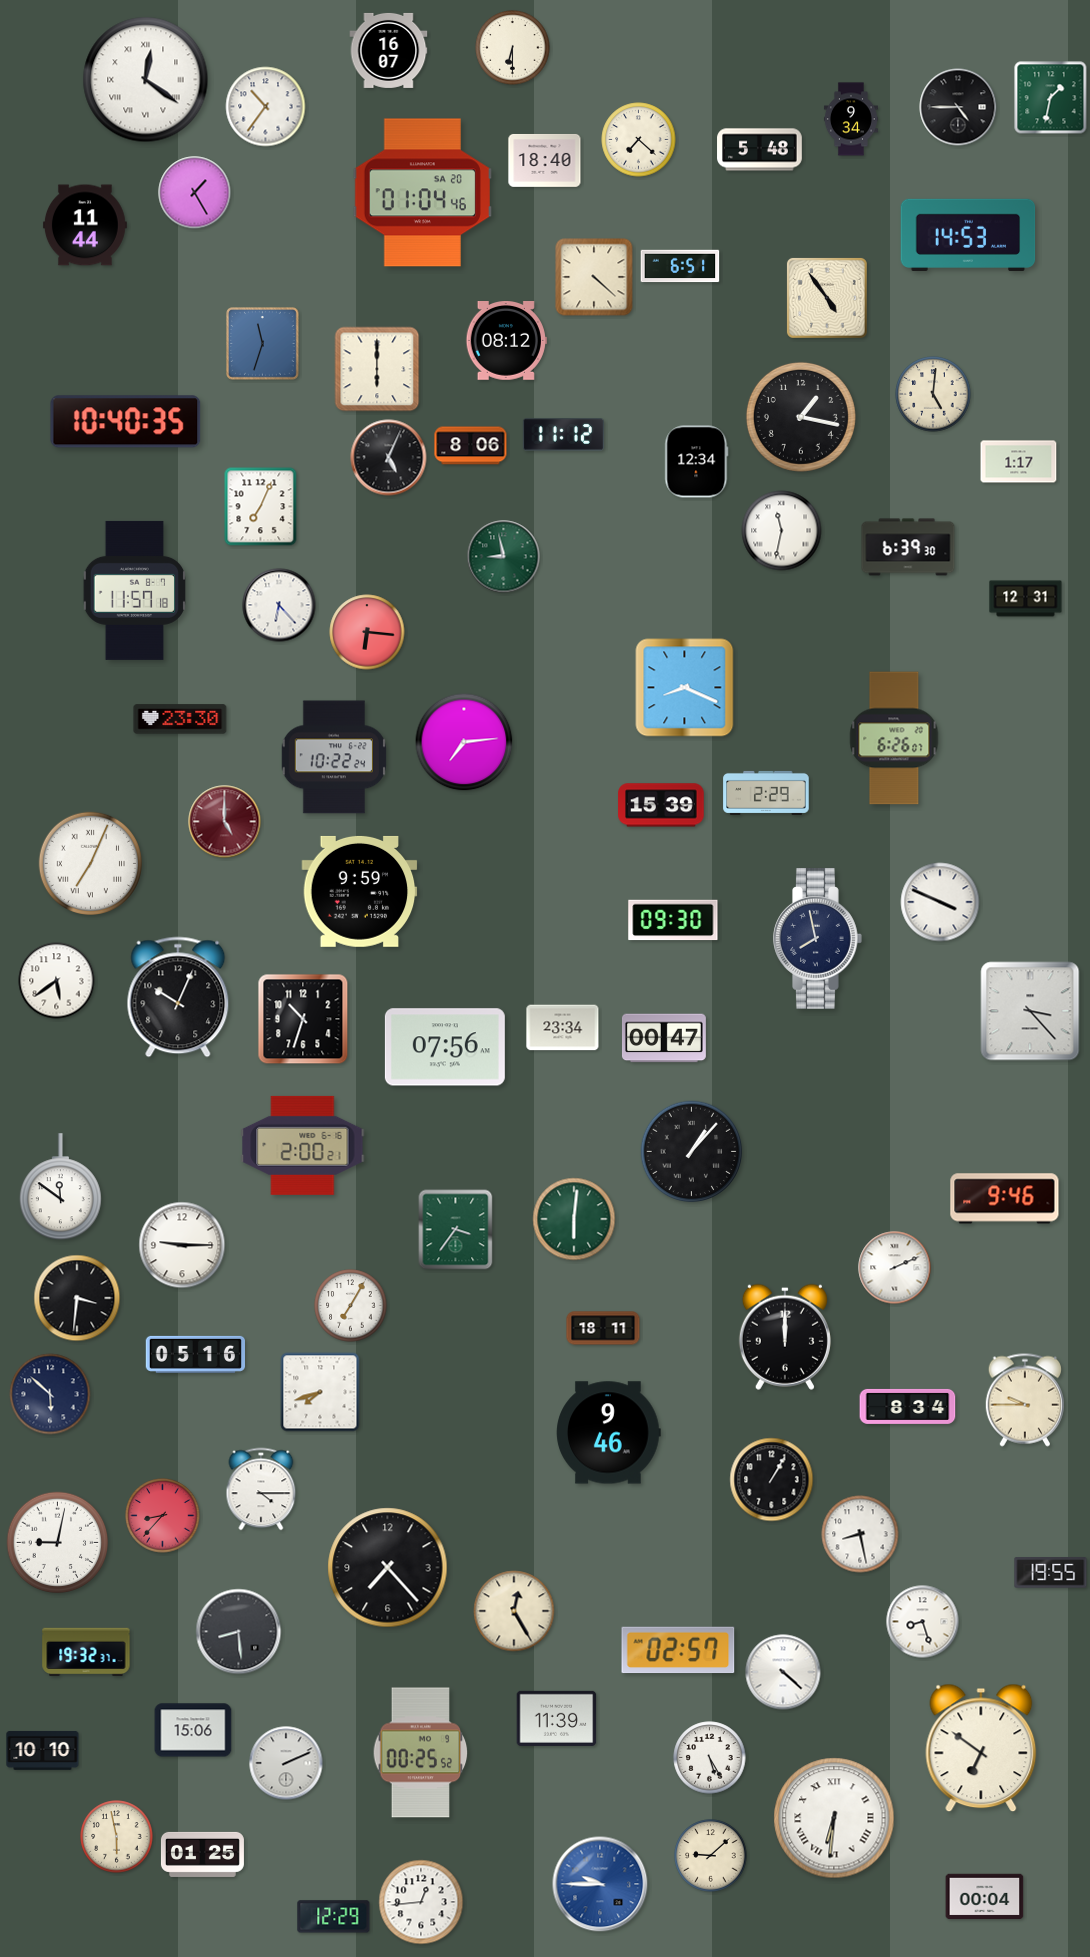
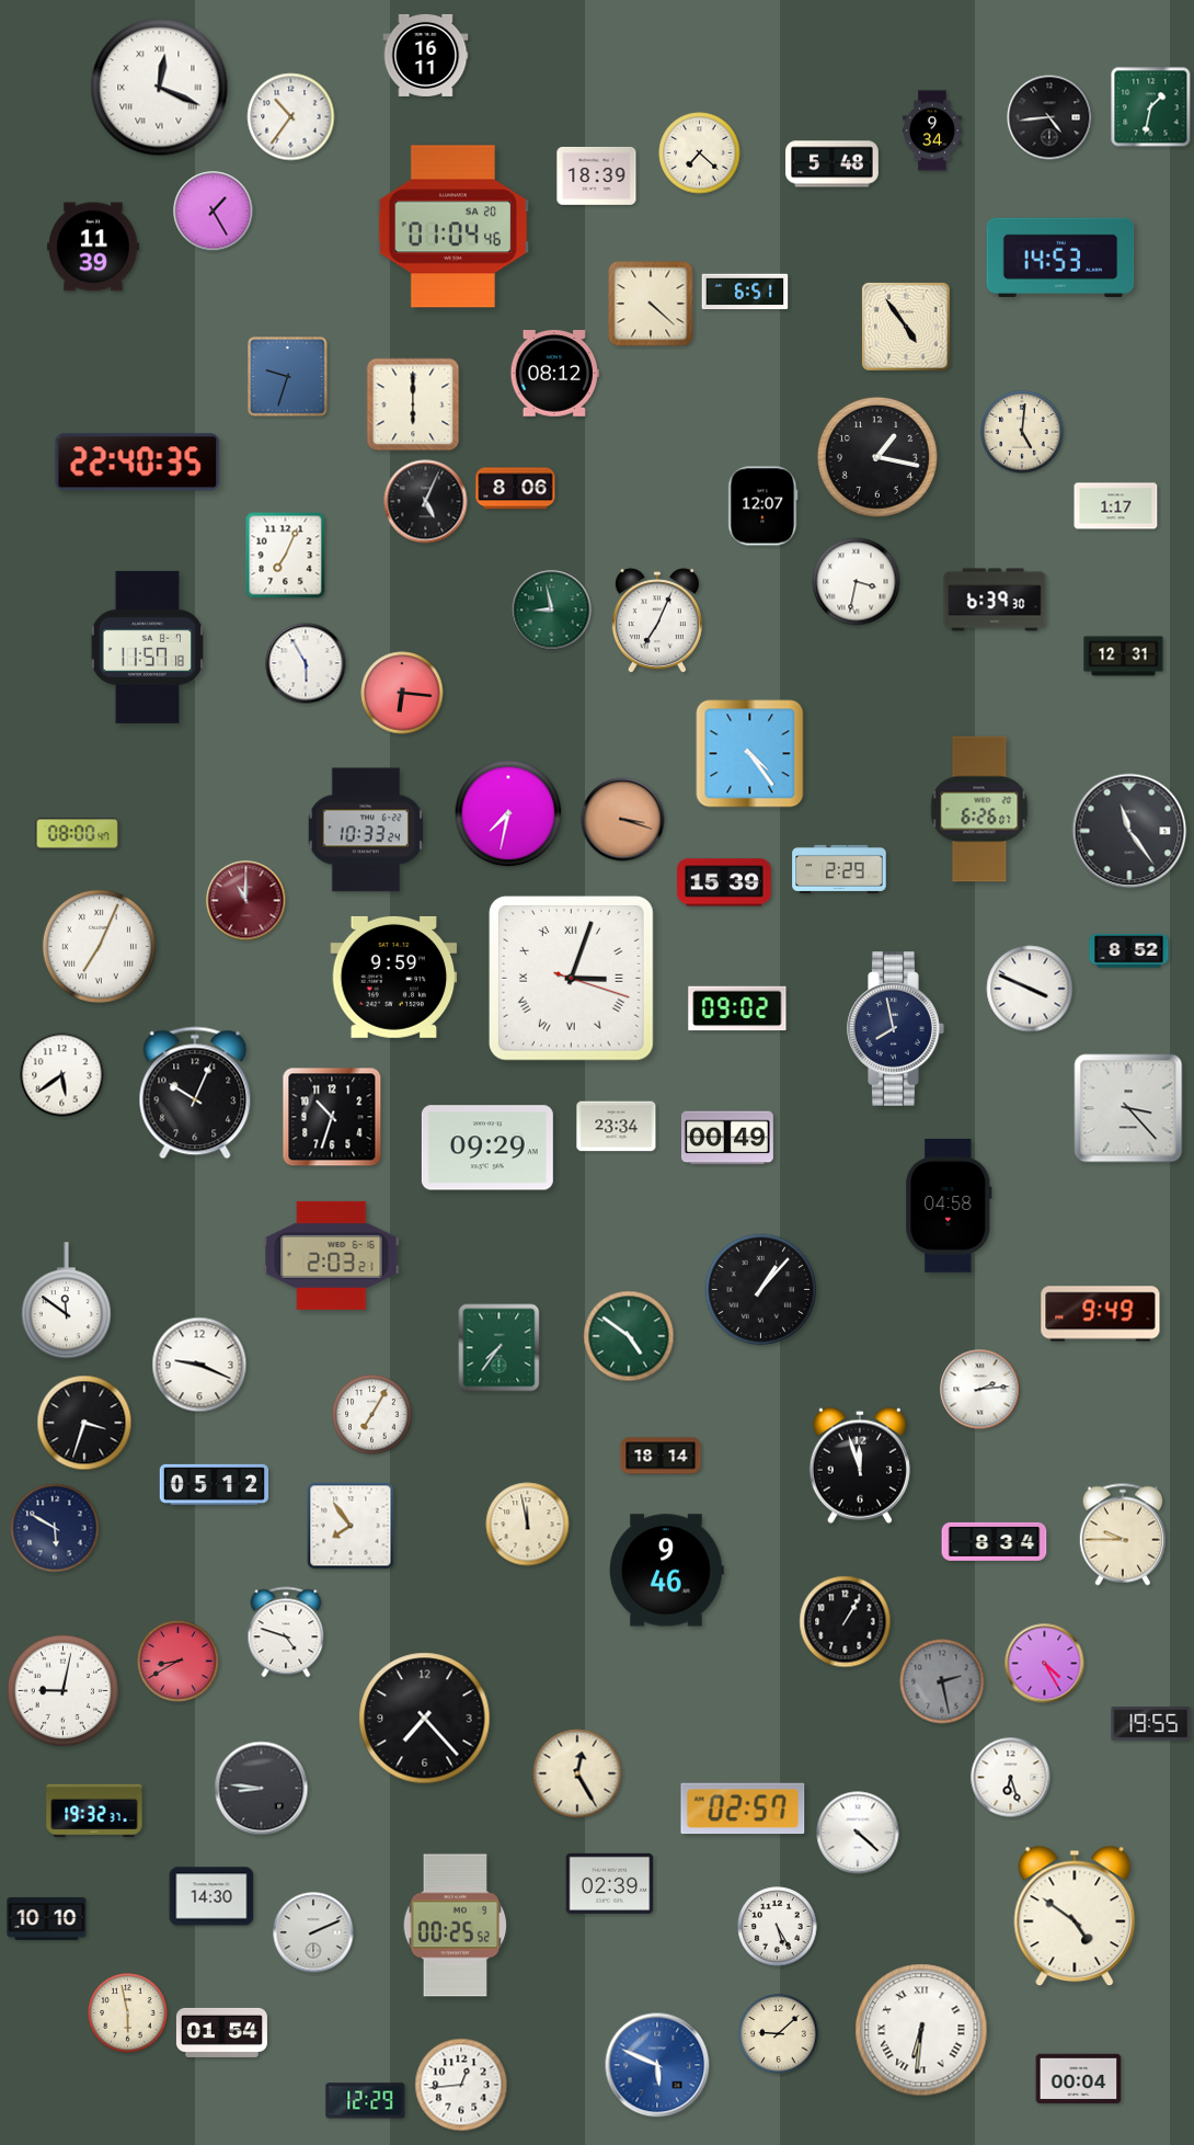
clock at (513, 48): 6:30 -> none
clock at (389, 50): 16:07 -> 16:11
clock at (146, 80): 12:21 -> 12:19
clock at (958, 107): 4:45 -> 4:44
clock at (545, 161): 18:40 -> 18:39
clock at (422, 193) position: (422, 193) -> (452, 227)
clock at (85, 225): 11:44 -> 11:39
clock at (263, 344): 11:33 -> 9:33
clock at (126, 422): 10:40 -> 22:40
clock at (563, 435): 11:12 -> none
clock at (697, 462): 12:34 -> 12:07
clock at (782, 531): 11:32 -> 3:32
clock at (657, 621): none -> 7:04
clock at (279, 605): 6:23 -> 5:55
clock at (685, 688): 8:19 -> 4:24
clock at (180, 719): 23:30 -> none
clock at (464, 742): 7:14 -> 7:32
clock at (623, 820): none -> 3:18
clock at (333, 757): 10:22 -> 10:33
clock at (1129, 831): none -> 11:24
clock at (78, 834): none -> 08:00
clock at (225, 822): 5:00 -> 11:00
clock at (1129, 951): none -> 8:52
clock at (571, 978): none -> 3:03
clock at (673, 920): 09:30 -> 09:02
clock at (664, 1038): 00:47 -> 00:49
clock at (445, 1047): 07:56 -> 09:29
clock at (949, 1207): none -> 04:58
clock at (303, 1145): 2:00 -> 2:03
clock at (692, 1152) position: (692, 1152) -> (761, 1290)
clock at (1005, 1199): 9:46 -> 9:49
clock at (574, 1219): 6:01 -> 4:51
clock at (456, 1230): 3:36 -> 7:36
clock at (182, 1245): 9:15 -> 9:19
clock at (895, 1268): 2:11 -> 2:14
clock at (77, 1298): 3:31 -> 3:33
clock at (351, 1306) position: (351, 1306) -> (372, 1415)
clock at (603, 1328): 18:11 -> 18:14
clock at (785, 1337): 12:00 -> 11:57
clock at (195, 1354): 05:16 -> 05:12
clock at (528, 1525): none -> 11:58
clock at (320, 1392): 7:42 -> 7:54
clock at (50, 1394): 5:52 -> 5:50
clock at (261, 1489): 4:15 -> 4:48
clock at (163, 1516): 8:37 -> 8:40
clock at (1045, 1664): none -> 4:25
clock at (860, 1534): 8:28 -> 2:28
clock at (860, 1534) dial: white -> grey
clock at (514, 1611) position: (514, 1611) -> (577, 1773)
clock at (923, 1622): 8:27 -> 6:27
clock at (239, 1632): 8:29 -> 8:46
clock at (557, 1718): 11:39 -> 02:39
clock at (193, 1730): 15:06 -> 14:30
clock at (981, 1748): 6:51 -> 4:51
clock at (421, 1753) position: (421, 1753) -> (456, 1926)
clock at (834, 1818) position: (834, 1818) -> (921, 2030)
clock at (202, 1854): 01:25 -> 01:54
clock at (600, 1884): 9:45 -> 5:49
